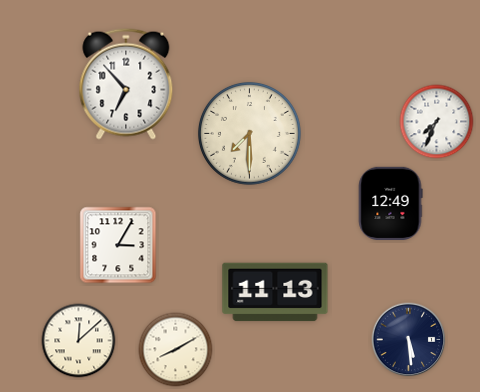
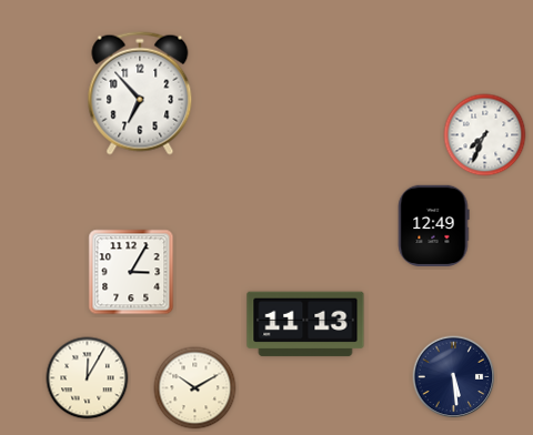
clock at (249, 133): 7:30 -> none
clock at (79, 341): 12:08 -> 12:05
clock at (176, 350): 8:10 -> 10:10
